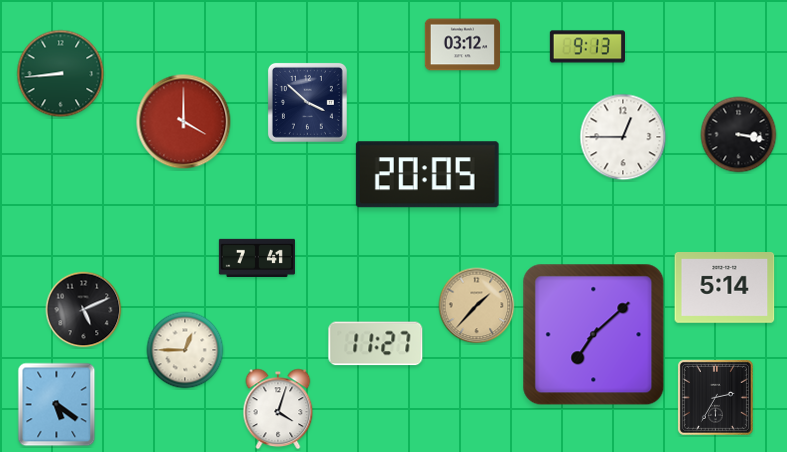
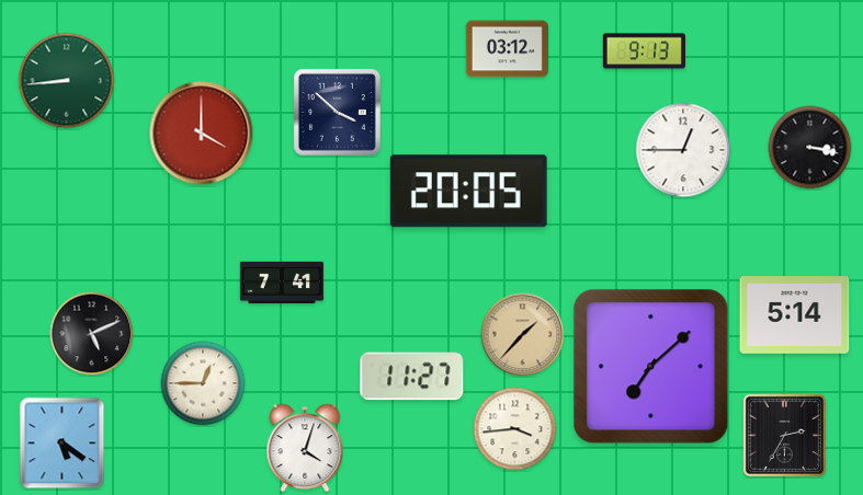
clock at (84, 310) position: (84, 310) -> (92, 334)
clock at (515, 429): none -> 3:44
